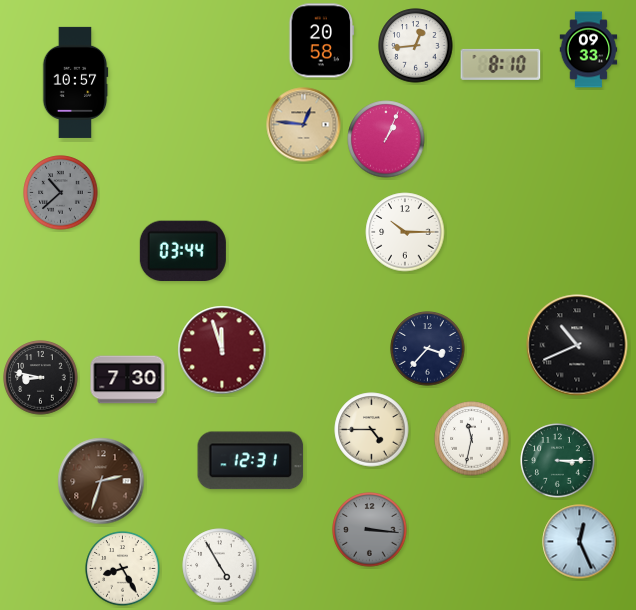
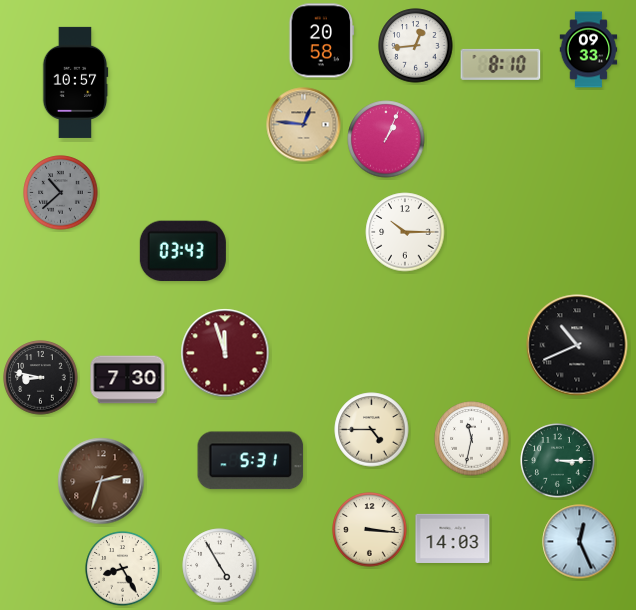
clock at (183, 251): 03:44 -> 03:43
clock at (428, 349): 3:37 -> none
clock at (222, 350) position: (222, 350) -> (225, 353)
clock at (251, 461): 12:31 -> 5:31
clock at (370, 530) dial: grey -> cream
clock at (453, 538): none -> 14:03
